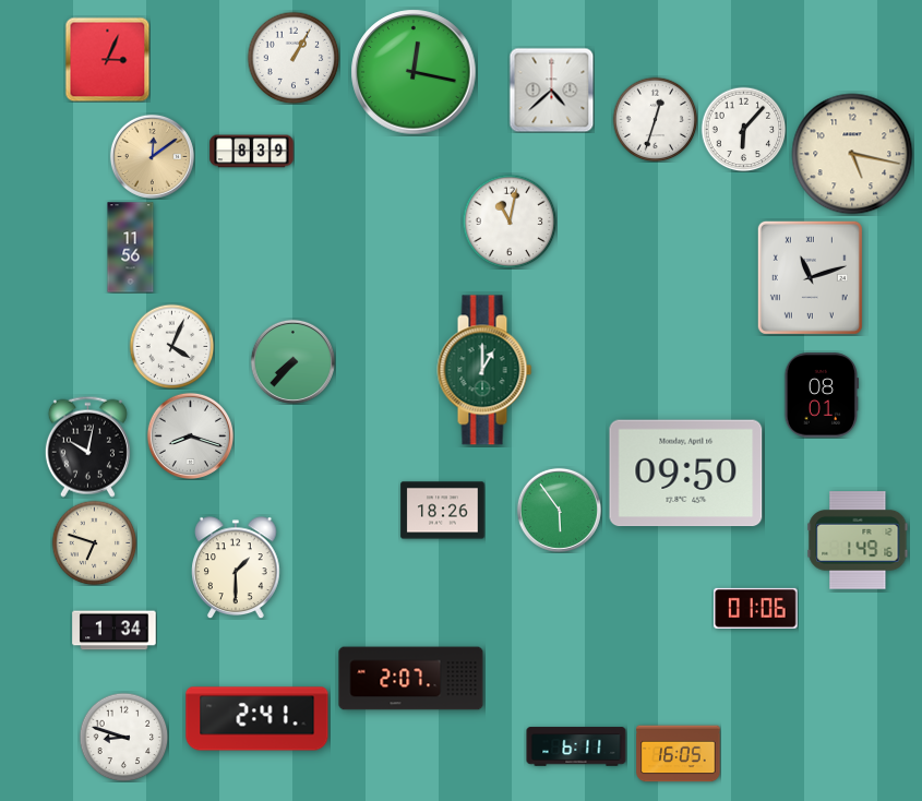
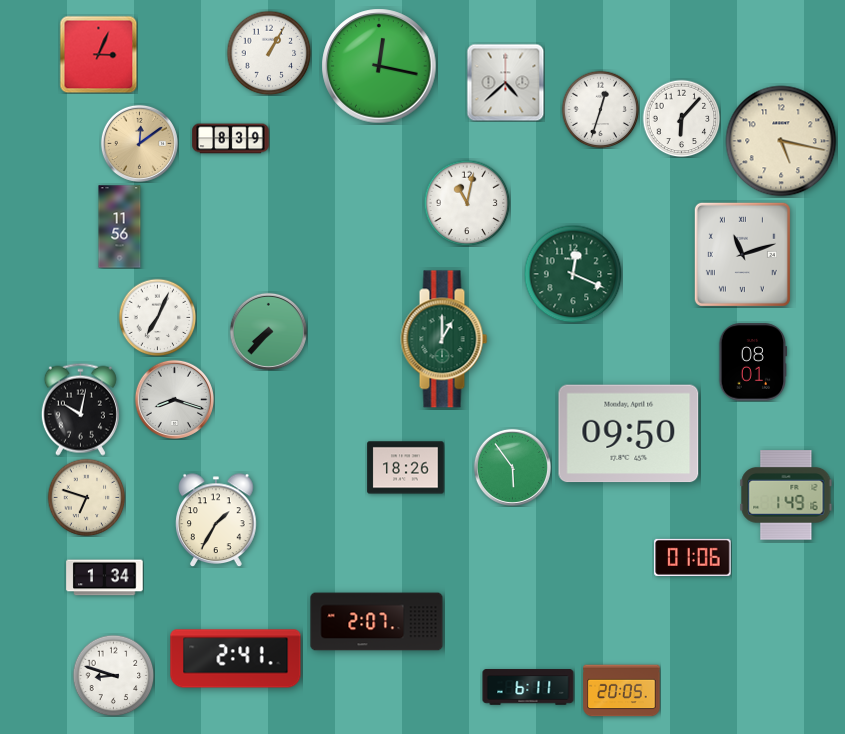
clock at (573, 274): none -> 12:19
clock at (171, 346): 4:04 -> 7:04
clock at (236, 567): 1:30 -> 1:35
clock at (576, 746) position: (576, 746) -> (528, 687)
clock at (679, 754): 16:05 -> 20:05
